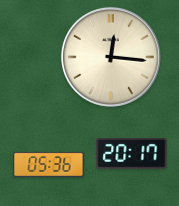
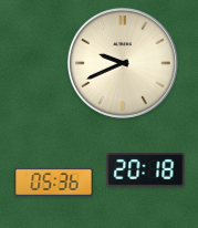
clock at (111, 57): 12:16 -> 9:41
clock at (132, 154): 20:17 -> 20:18
